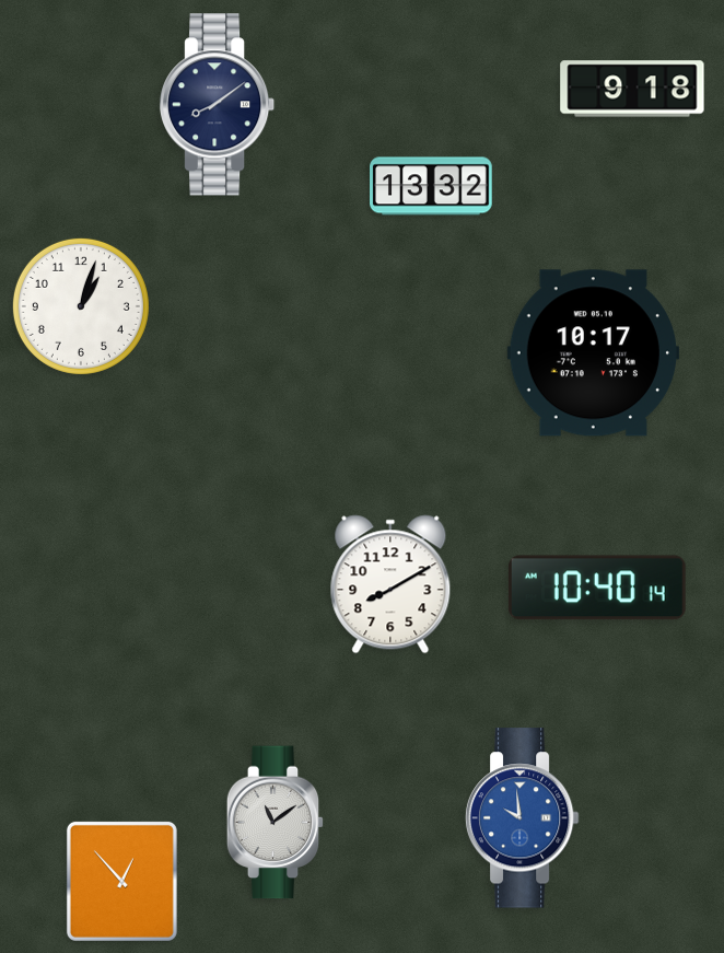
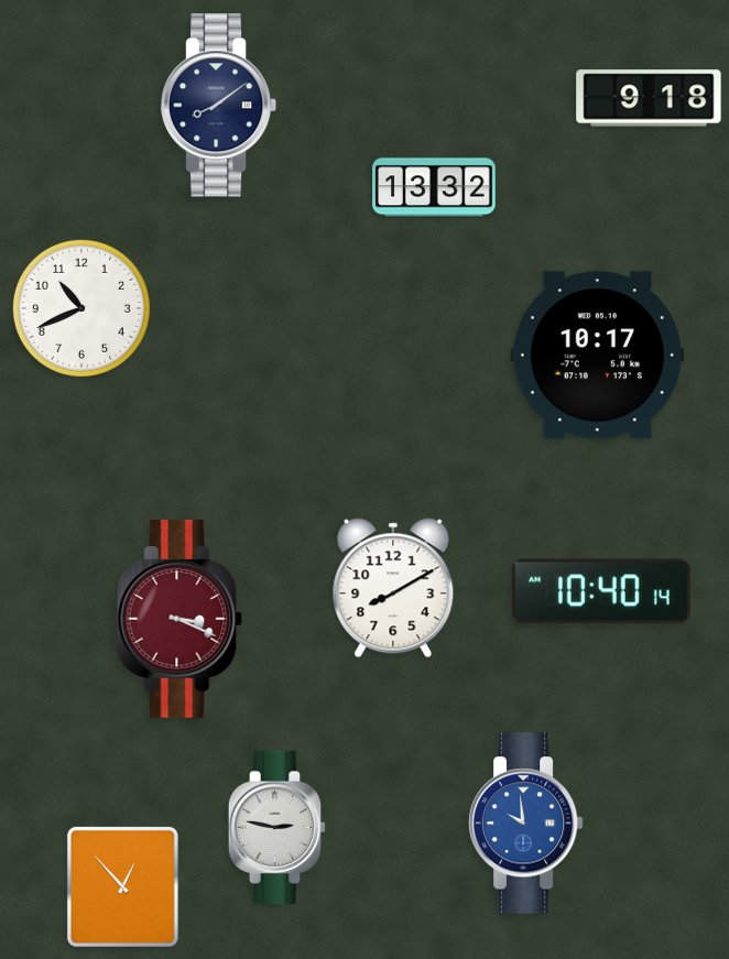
clock at (632, 89) position: (632, 89) -> (649, 98)
clock at (81, 306): 1:03 -> 10:41
clock at (179, 620): none -> 3:19
clock at (276, 823): 11:09 -> 2:47
